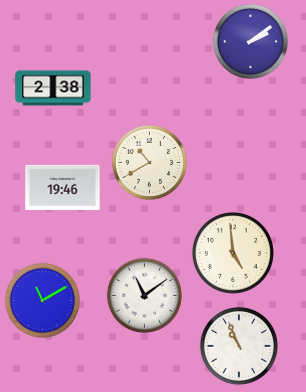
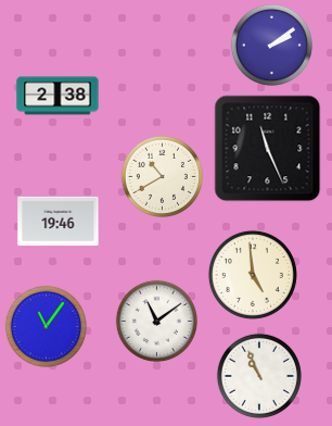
clock at (268, 149): none -> 11:26
clock at (63, 187) position: (63, 187) -> (59, 221)
clock at (42, 300): 11:10 -> 11:06
